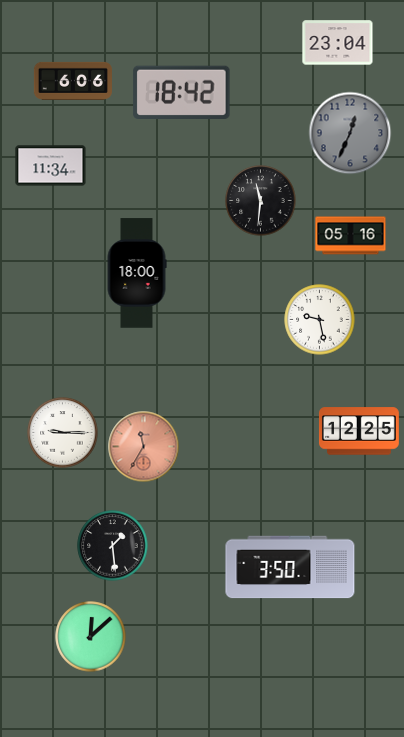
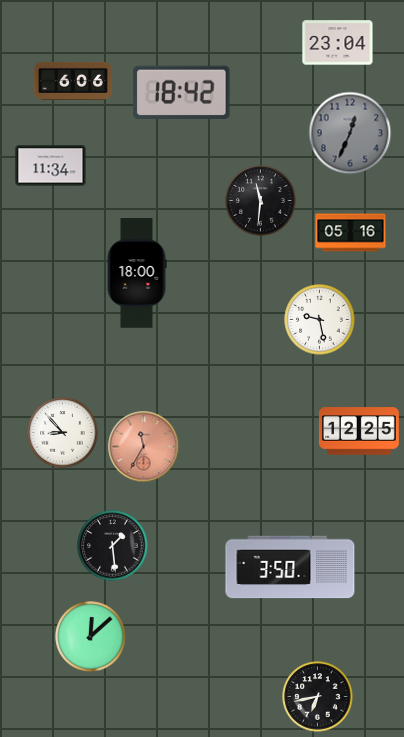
clock at (351, 236) position: (351, 236) -> (351, 233)
clock at (63, 433): 9:15 -> 8:53
clock at (318, 697): none -> 6:43
